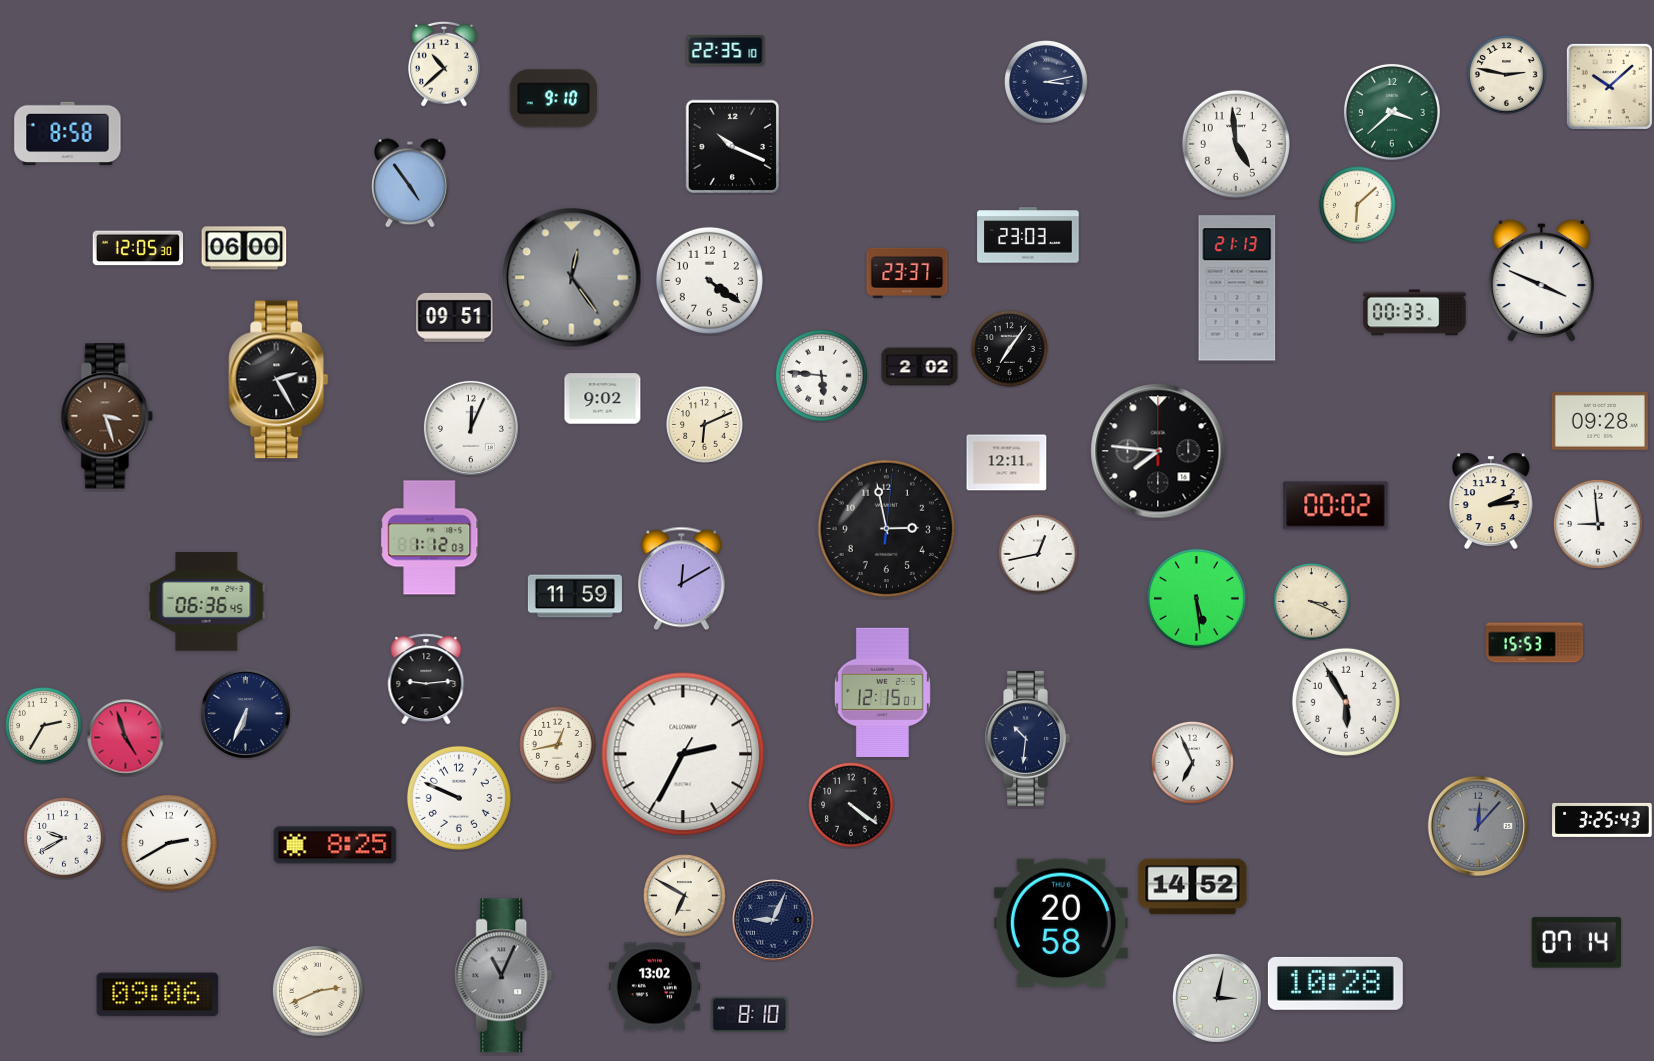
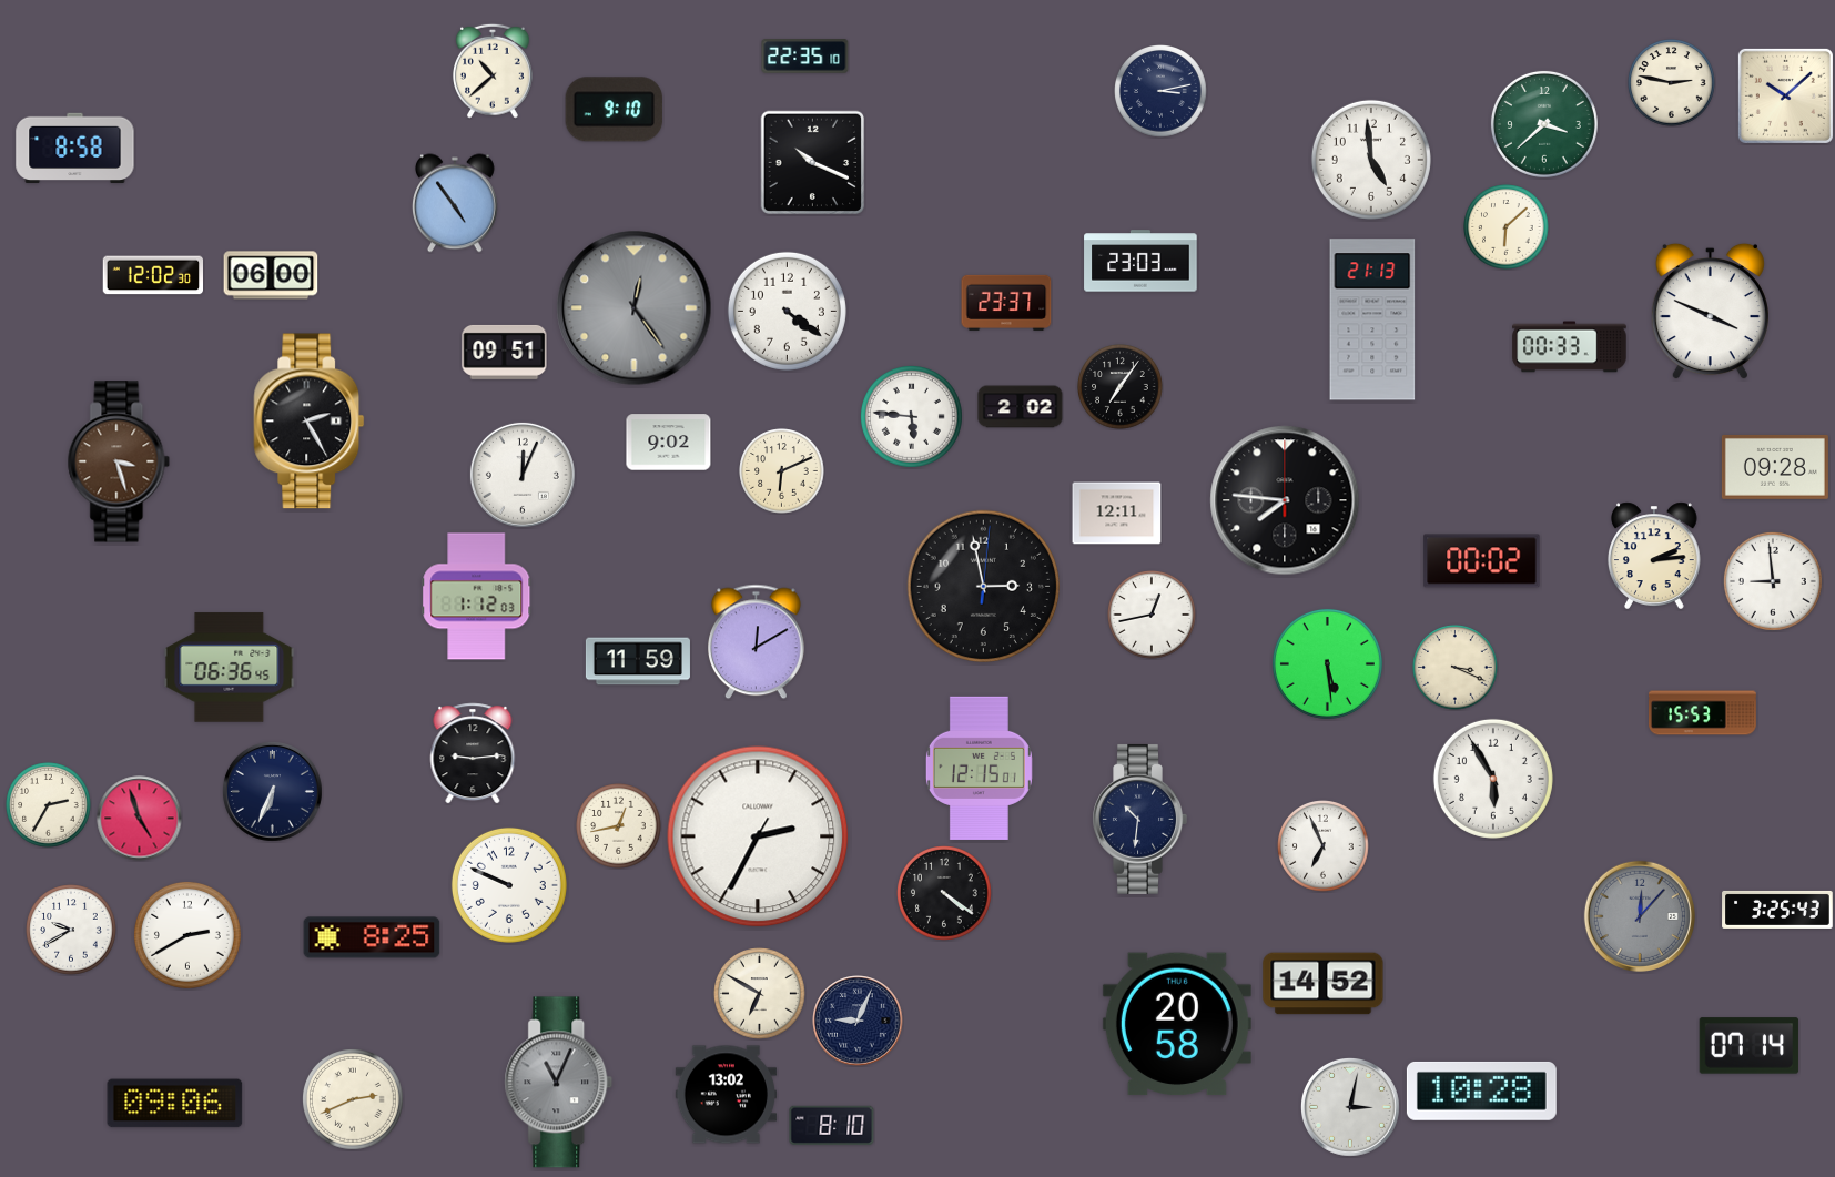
clock at (137, 248): 12:05 -> 12:02
